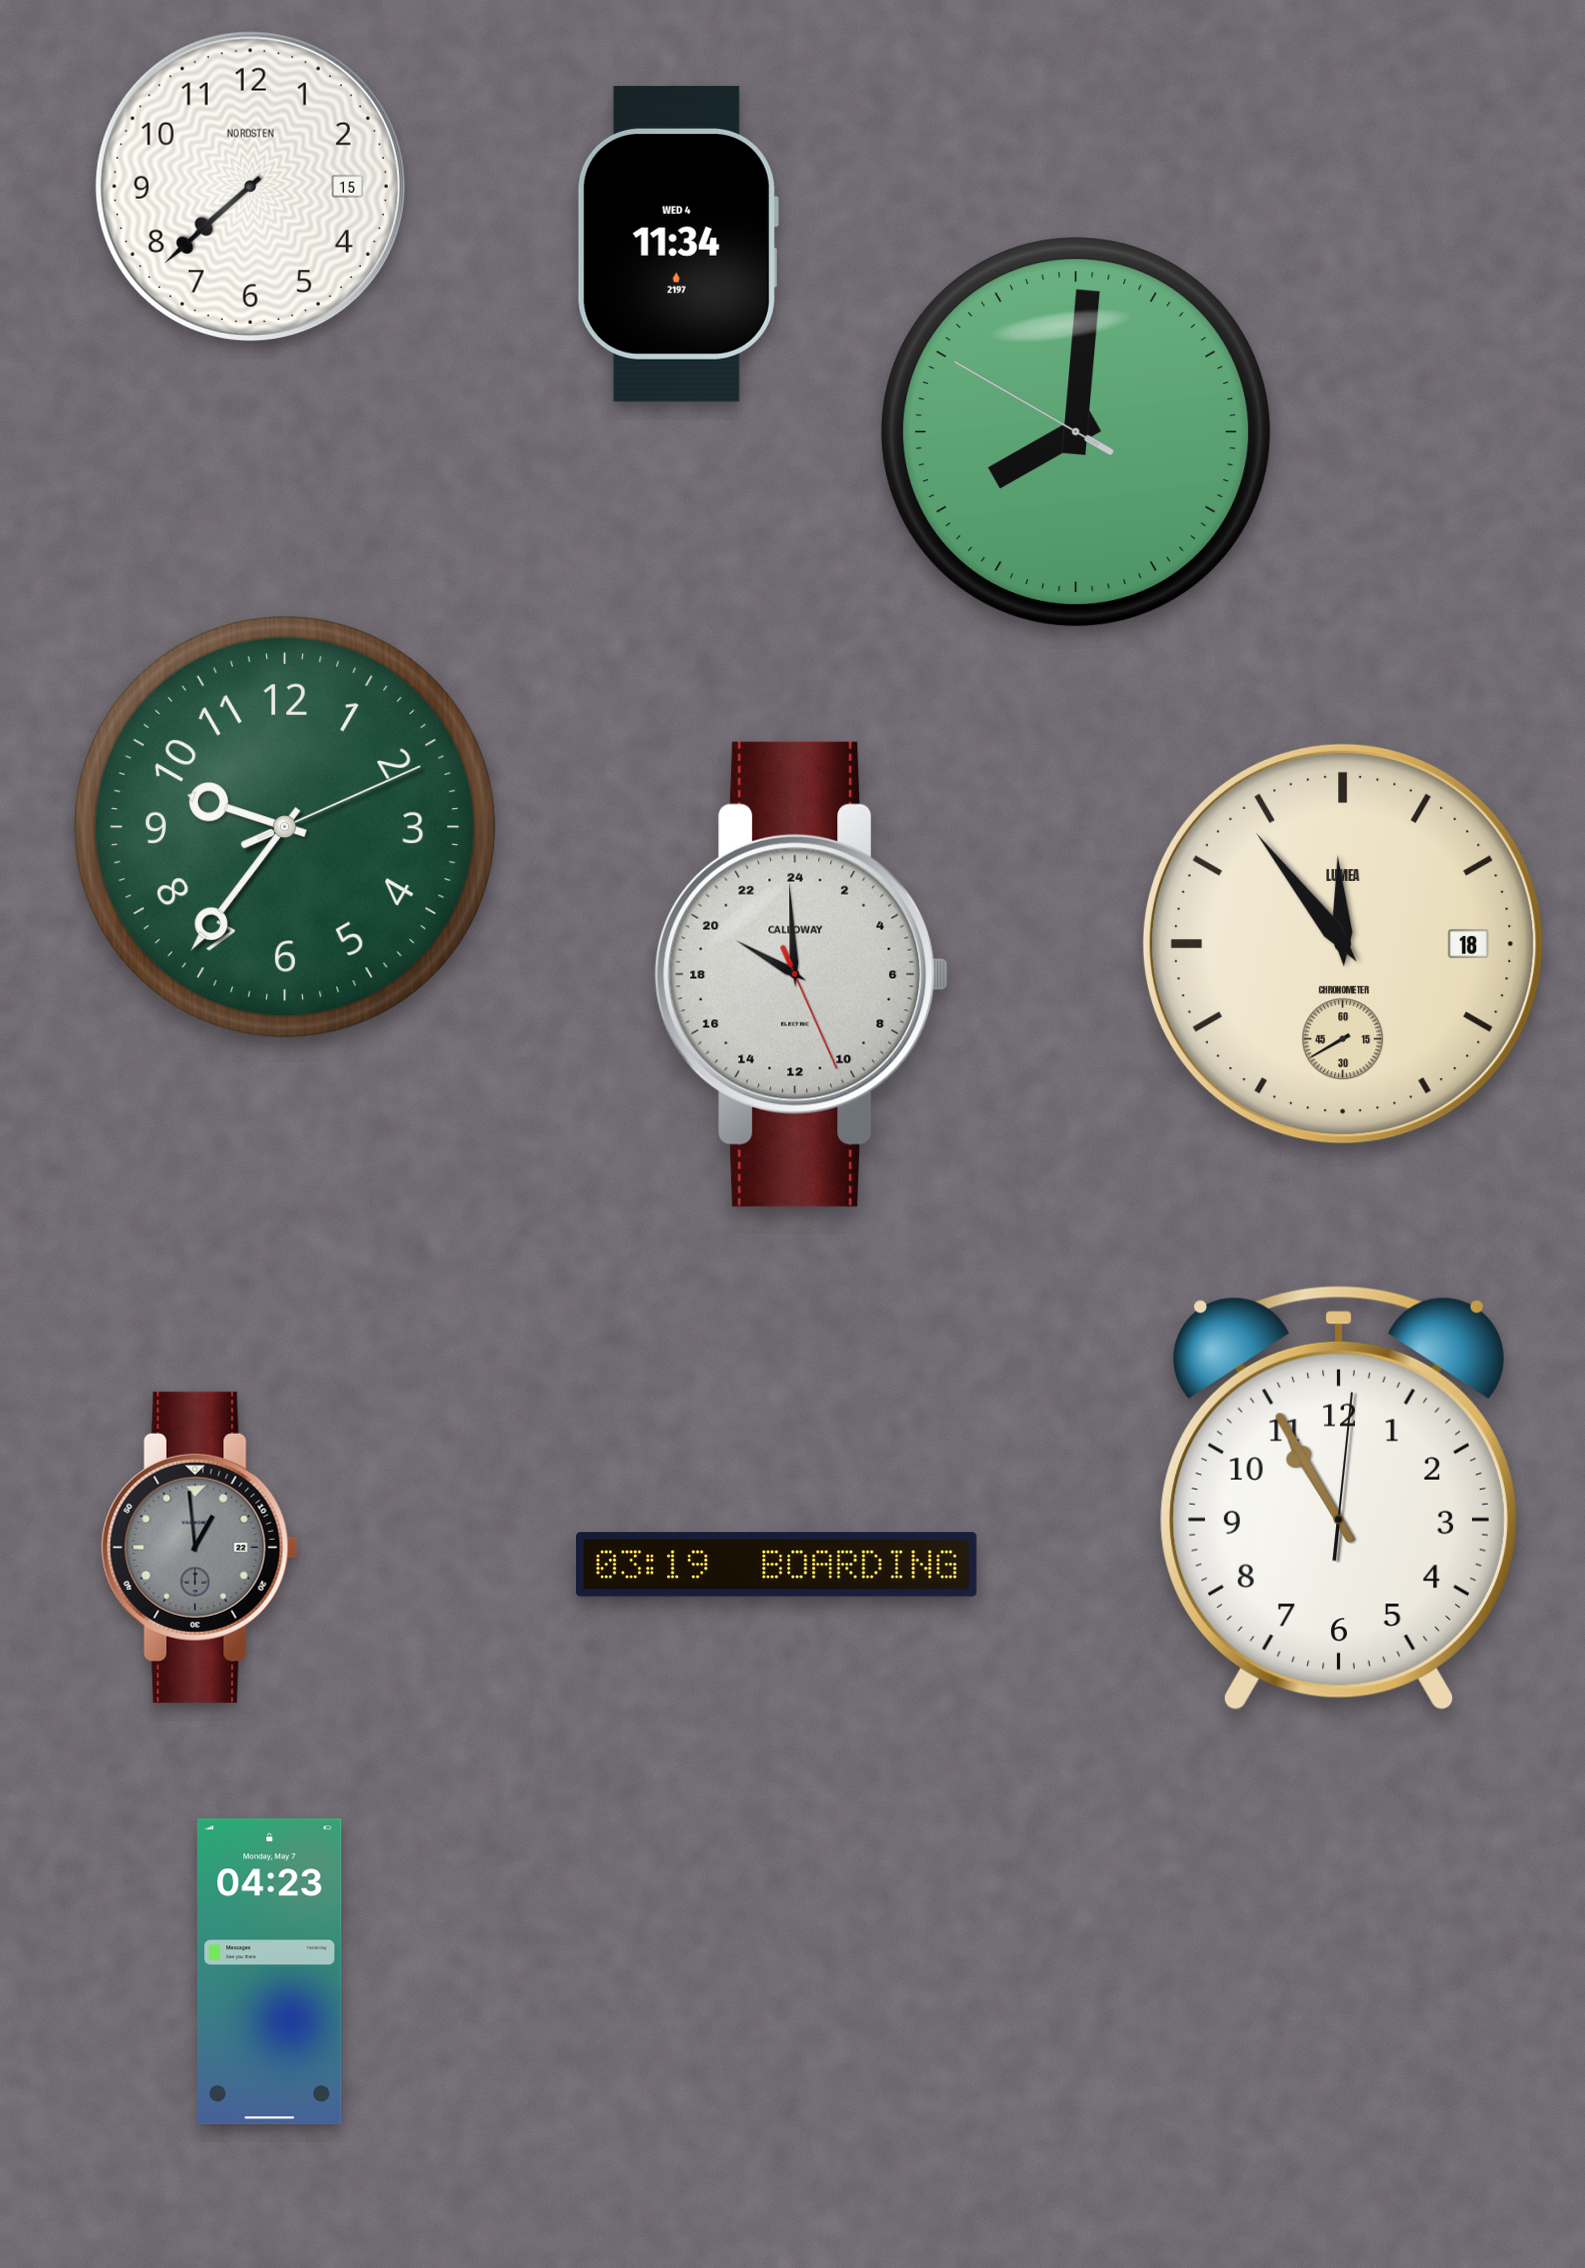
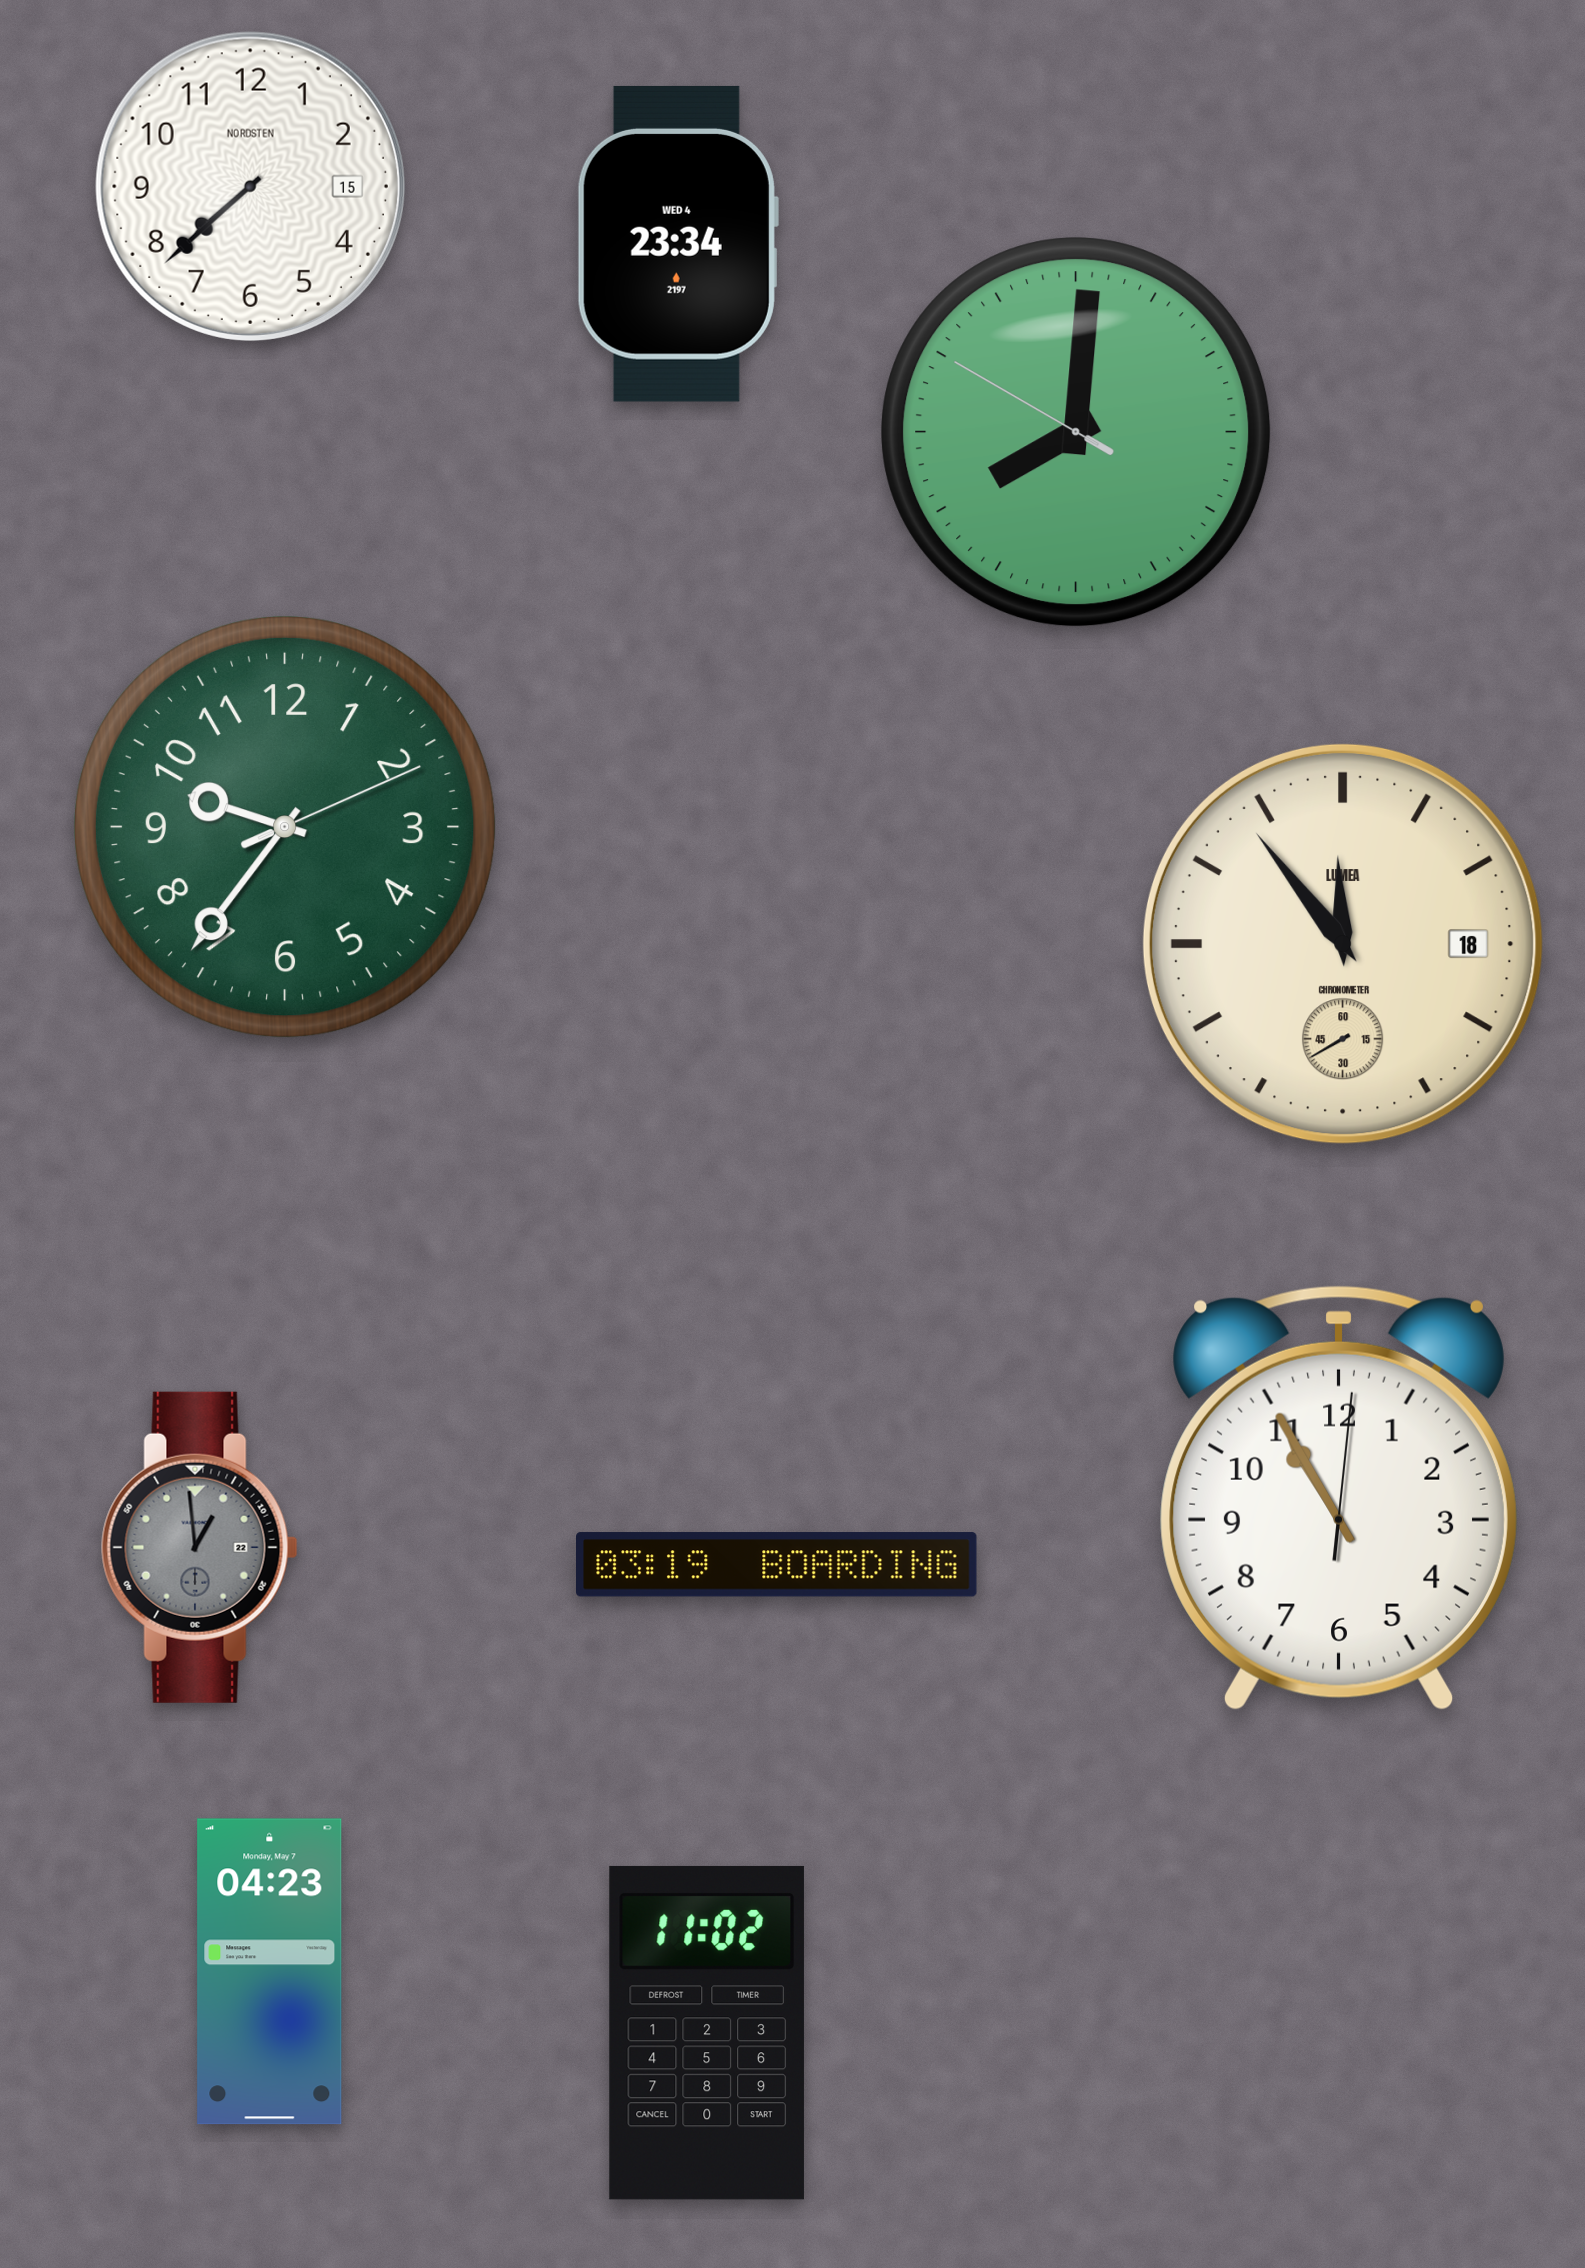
clock at (677, 244): 11:34 -> 23:34
clock at (802, 974): 19:59 -> none
clock at (707, 2033): none -> 11:02
